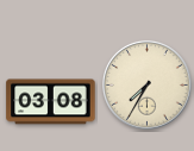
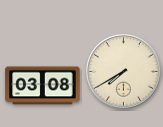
clock at (146, 84): 7:35 -> 7:40
